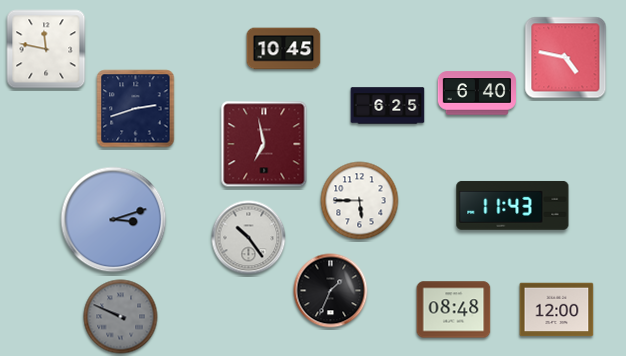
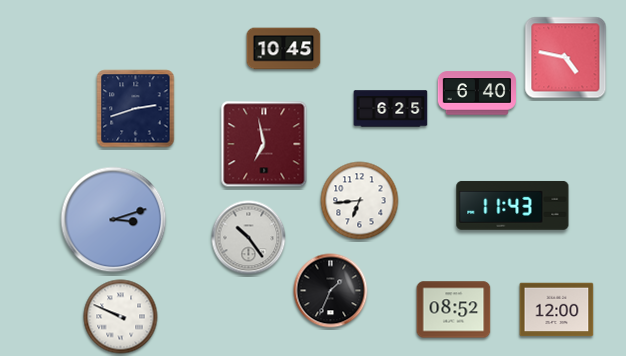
clock at (46, 49): 11:47 -> none
clock at (388, 106) position: (388, 106) -> (391, 109)
clock at (360, 201): 5:45 -> 6:44
clock at (454, 310): 08:48 -> 08:52
clock at (121, 317) dial: grey -> white
